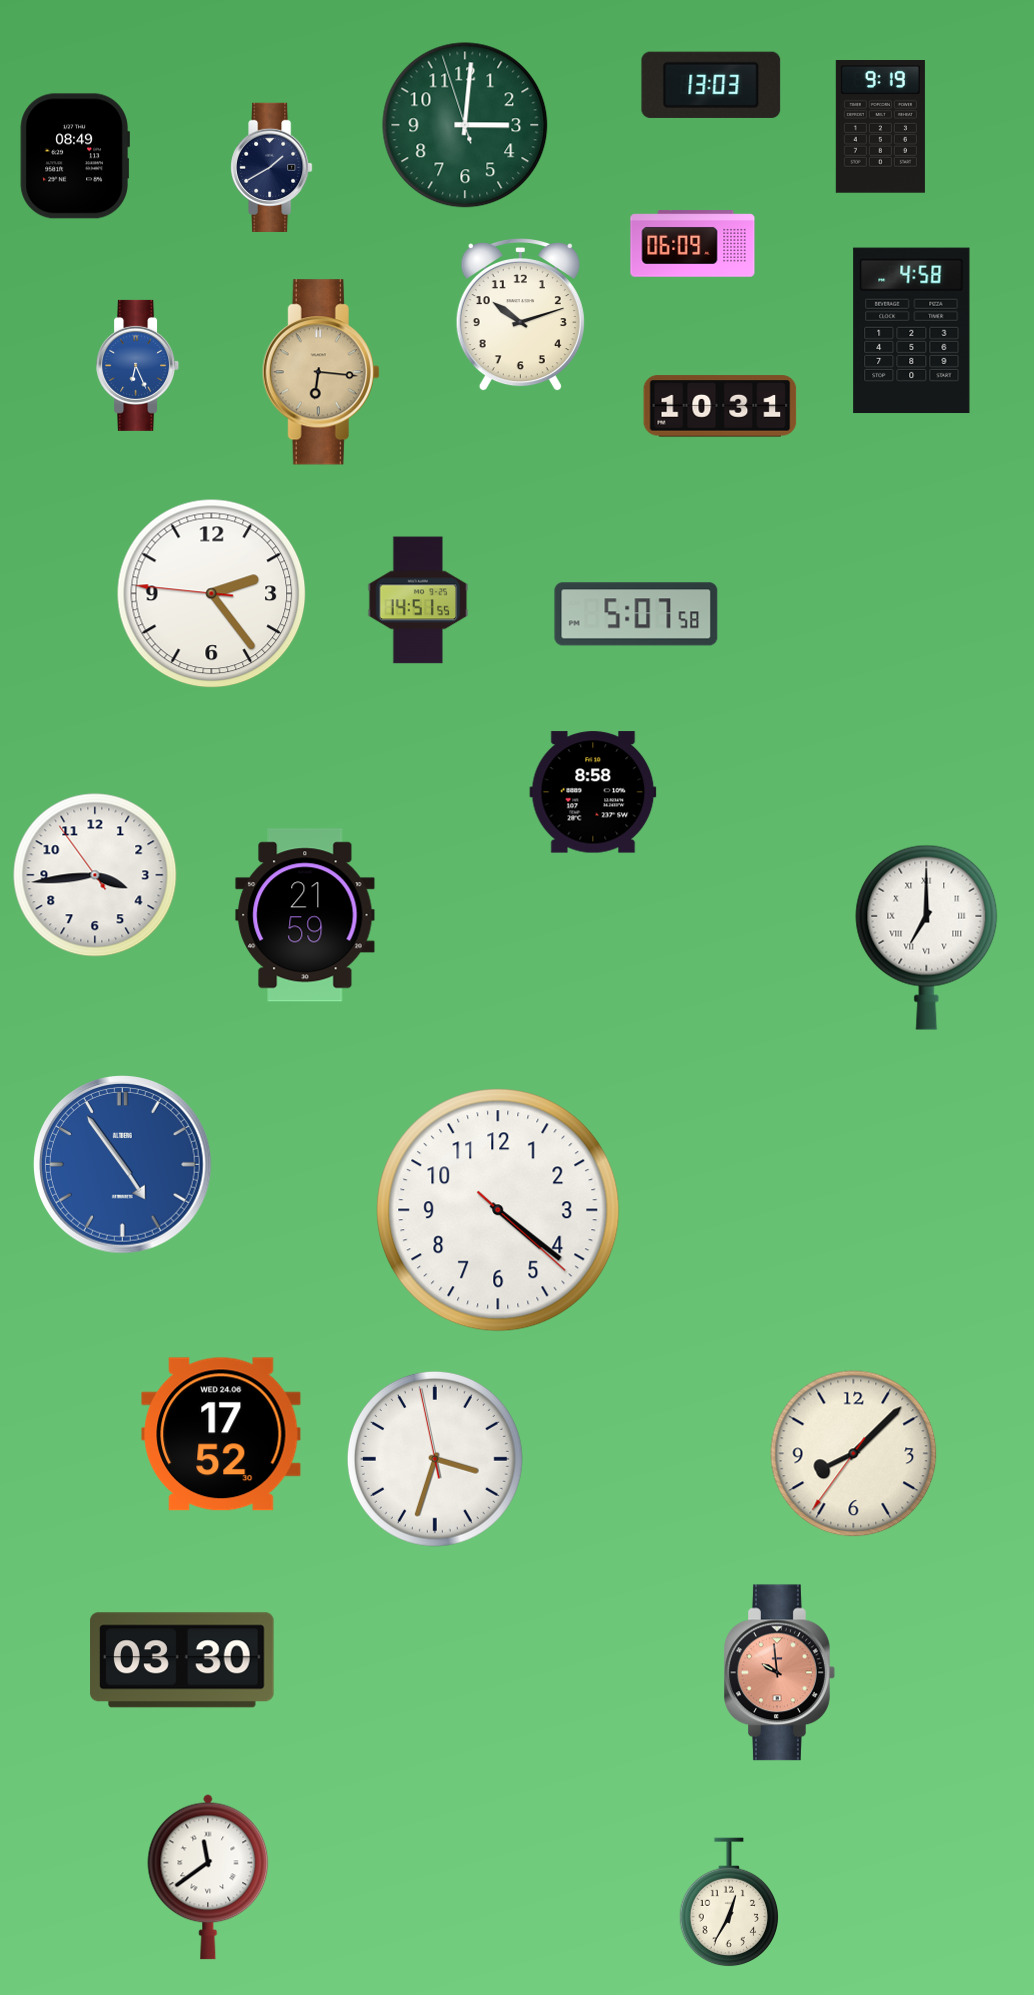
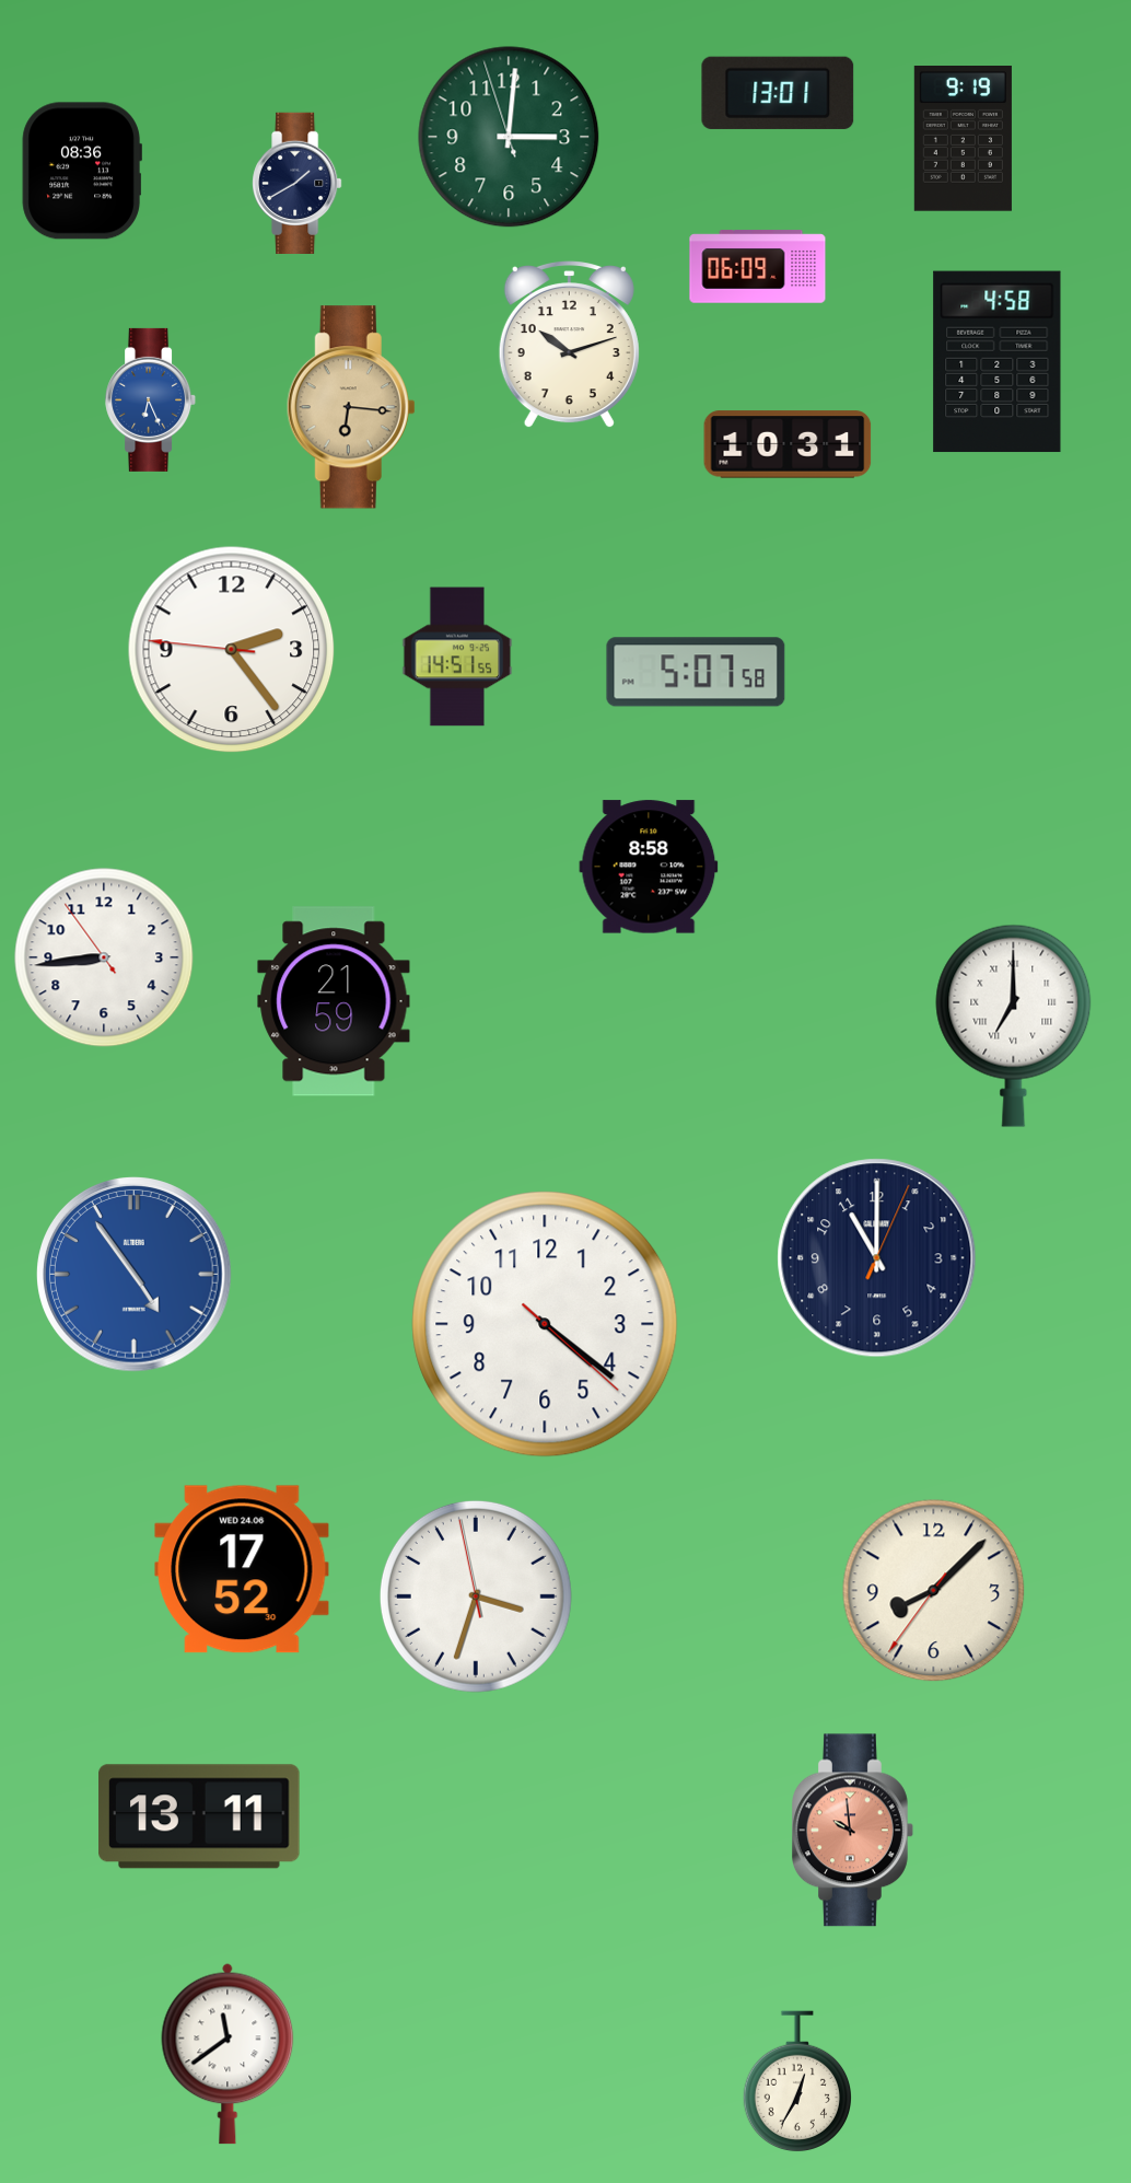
clock at (711, 85): 13:03 -> 13:01
clock at (75, 156): 08:49 -> 08:36
clock at (95, 875): 3:43 -> 8:43
clock at (877, 1258): none -> 11:00
clock at (182, 1660): 03:30 -> 13:11
